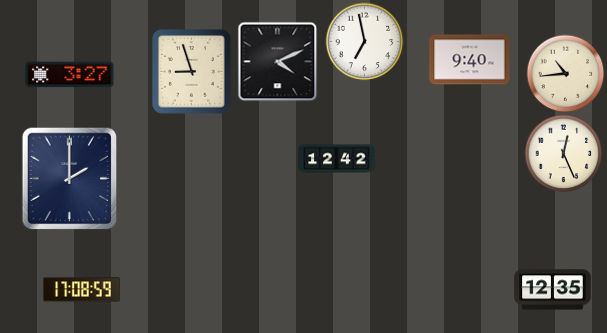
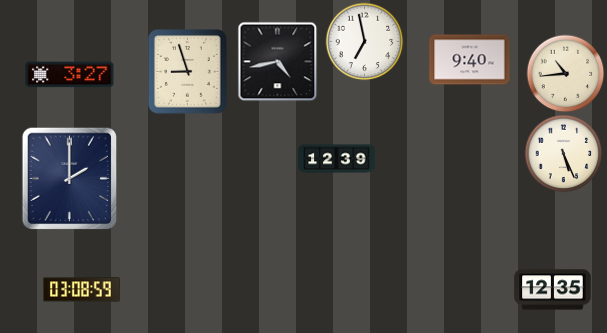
clock at (277, 61): 4:11 -> 4:43
clock at (192, 72) position: (192, 72) -> (188, 72)
clock at (563, 153): 12:26 -> 5:26
clock at (337, 159): 12:42 -> 12:39
clock at (82, 290): 17:08 -> 03:08
